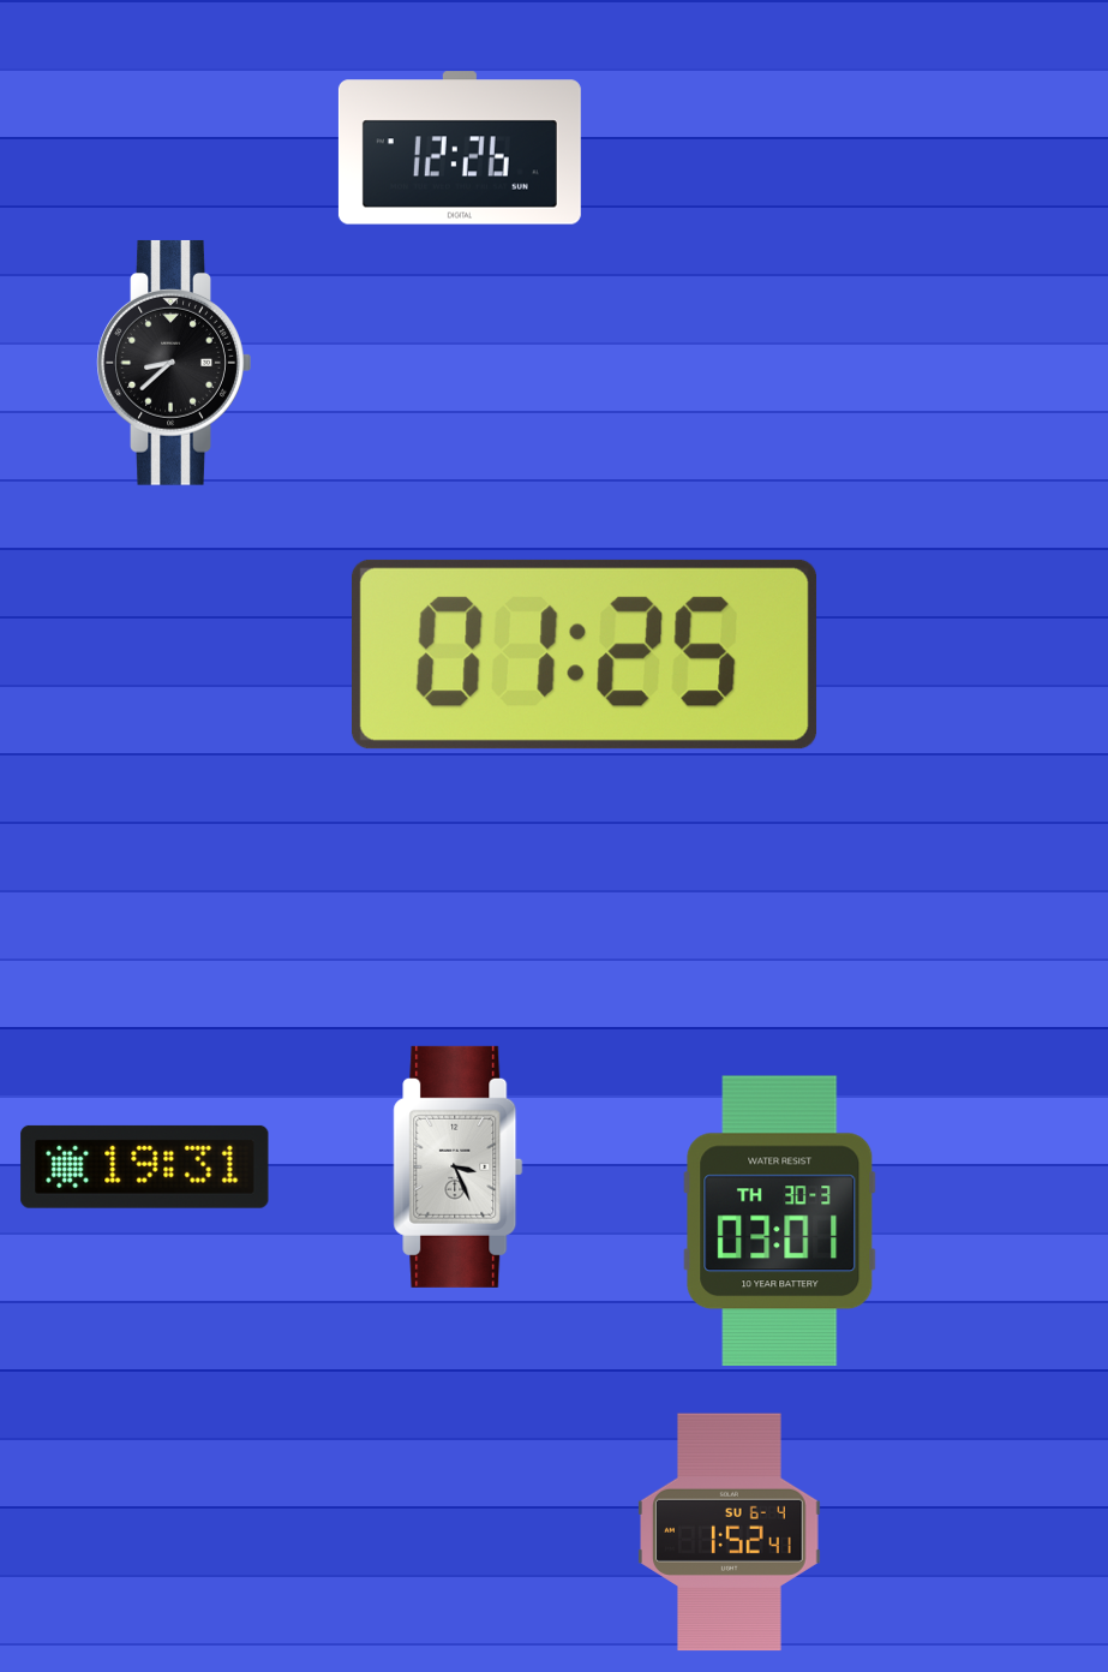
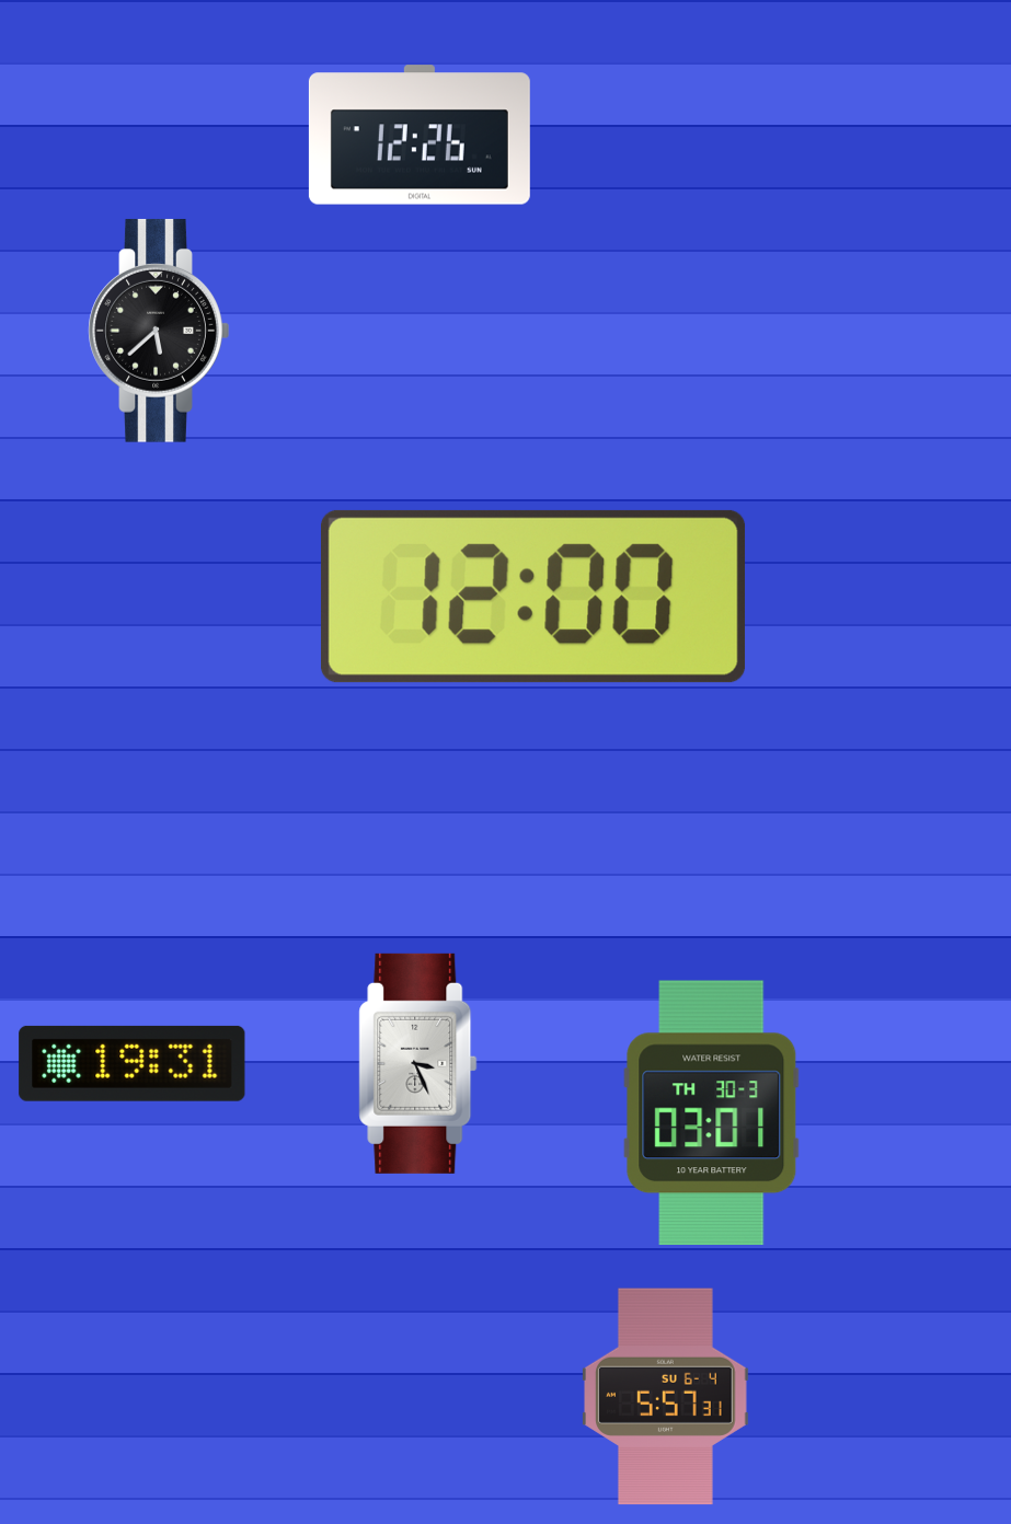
clock at (174, 363): 8:38 -> 5:38
clock at (586, 655): 01:25 -> 12:00
clock at (730, 1533): 1:52 -> 5:57
